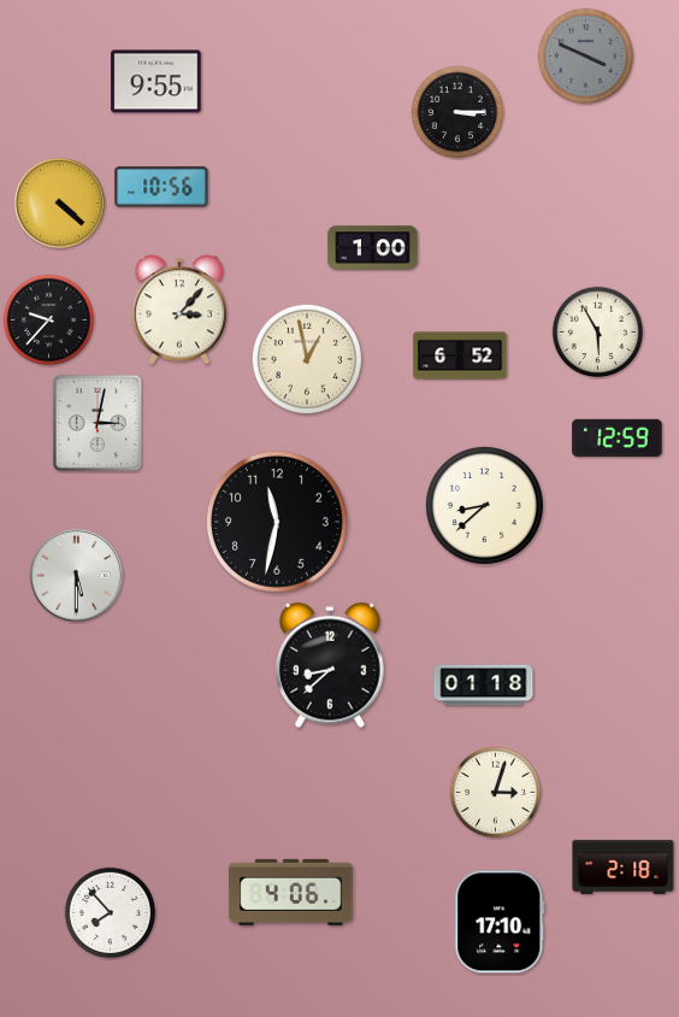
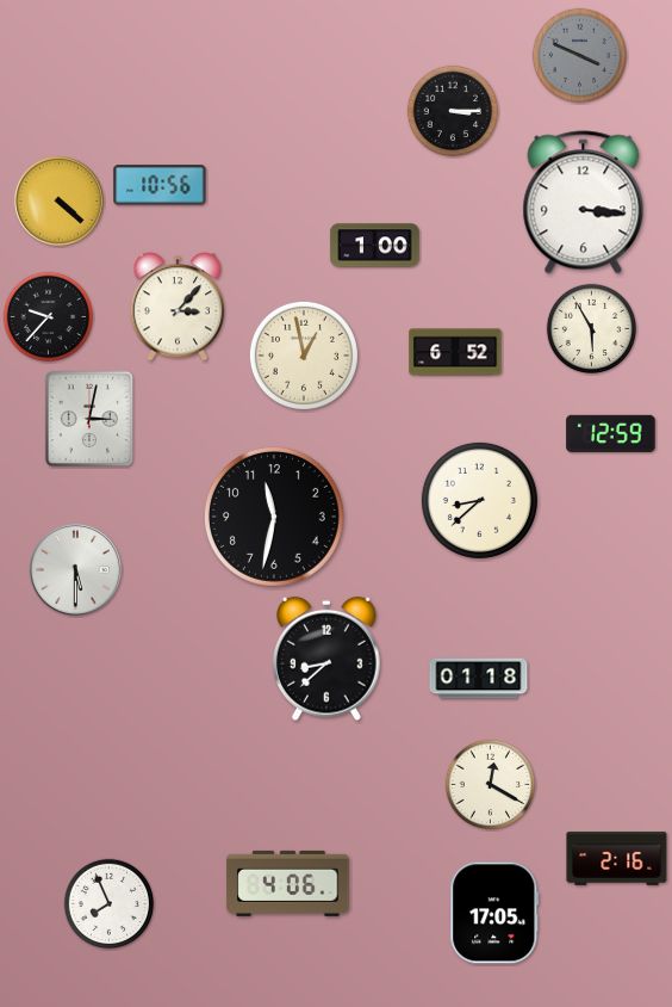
clock at (157, 82): 9:55 -> none
clock at (584, 203): none -> 3:16
clock at (373, 248) position: (373, 248) -> (375, 246)
clock at (98, 423) position: (98, 423) -> (89, 419)
clock at (496, 793): 3:03 -> 12:20
clock at (624, 866): 2:18 -> 2:16
clock at (111, 913): 7:53 -> 7:56
clock at (500, 922): 17:10 -> 17:05
